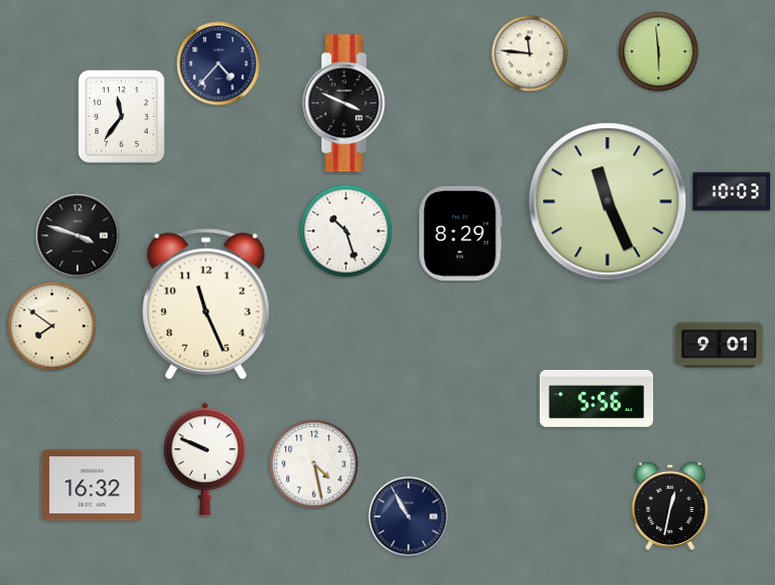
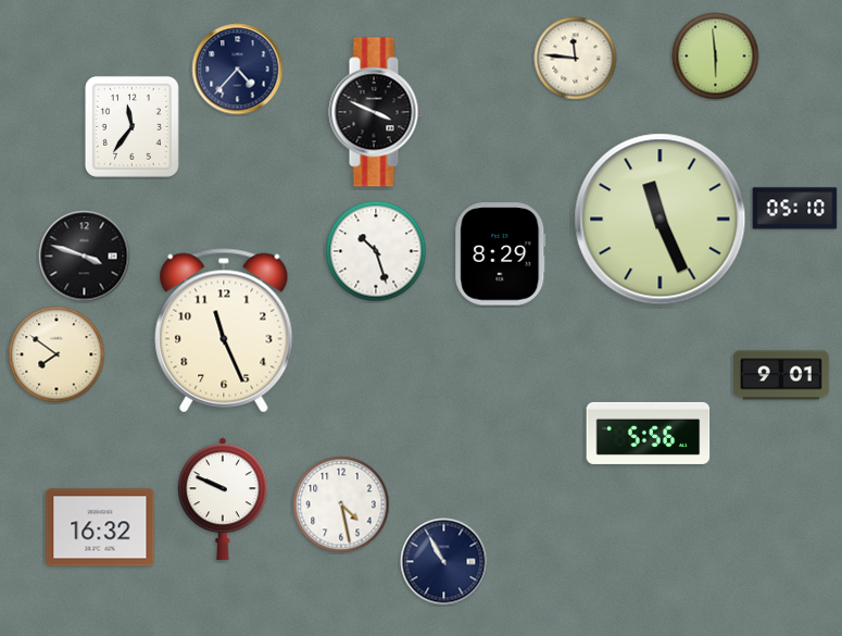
clock at (732, 192): 10:03 -> 05:10
clock at (670, 506): 12:32 -> none
